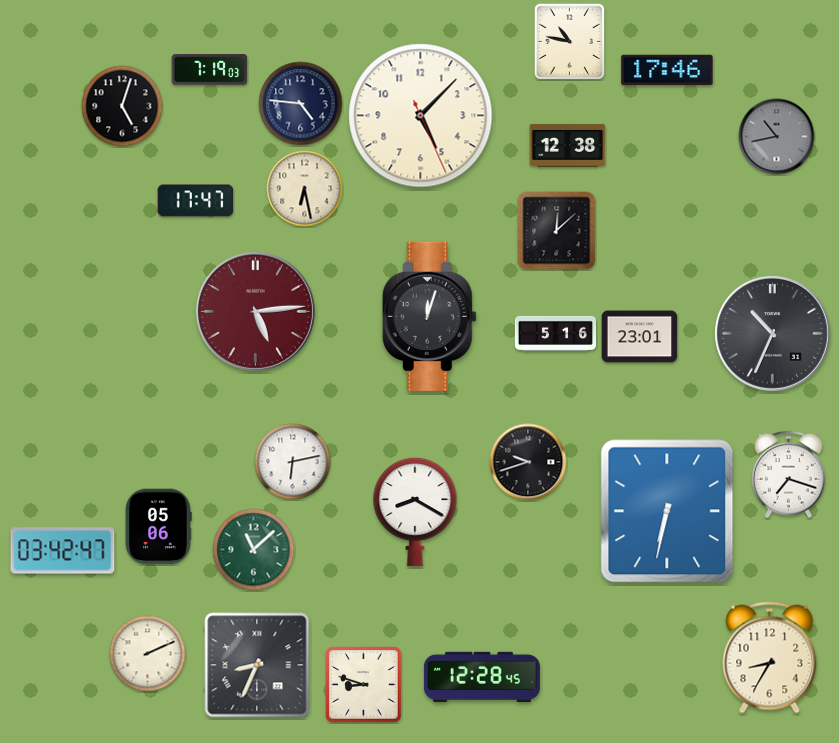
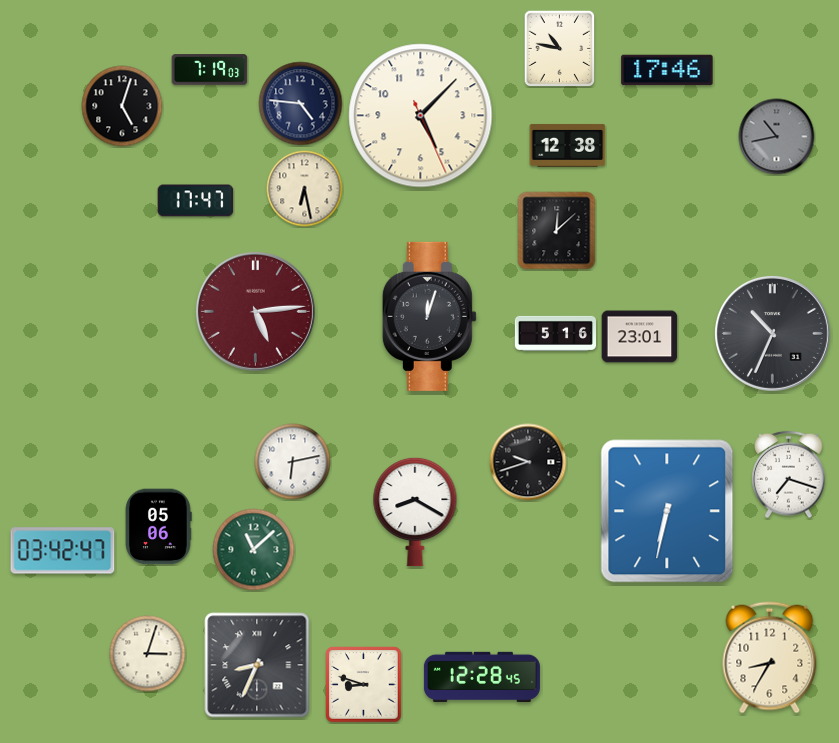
clock at (570, 41) position: (570, 41) -> (560, 48)
clock at (148, 654): 2:11 -> 3:03
